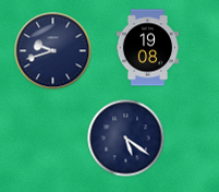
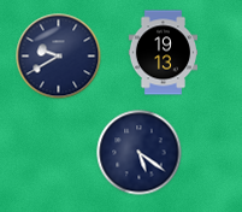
clock at (148, 48): 19:08 -> 19:13
clock at (53, 51): 9:42 -> 9:40
